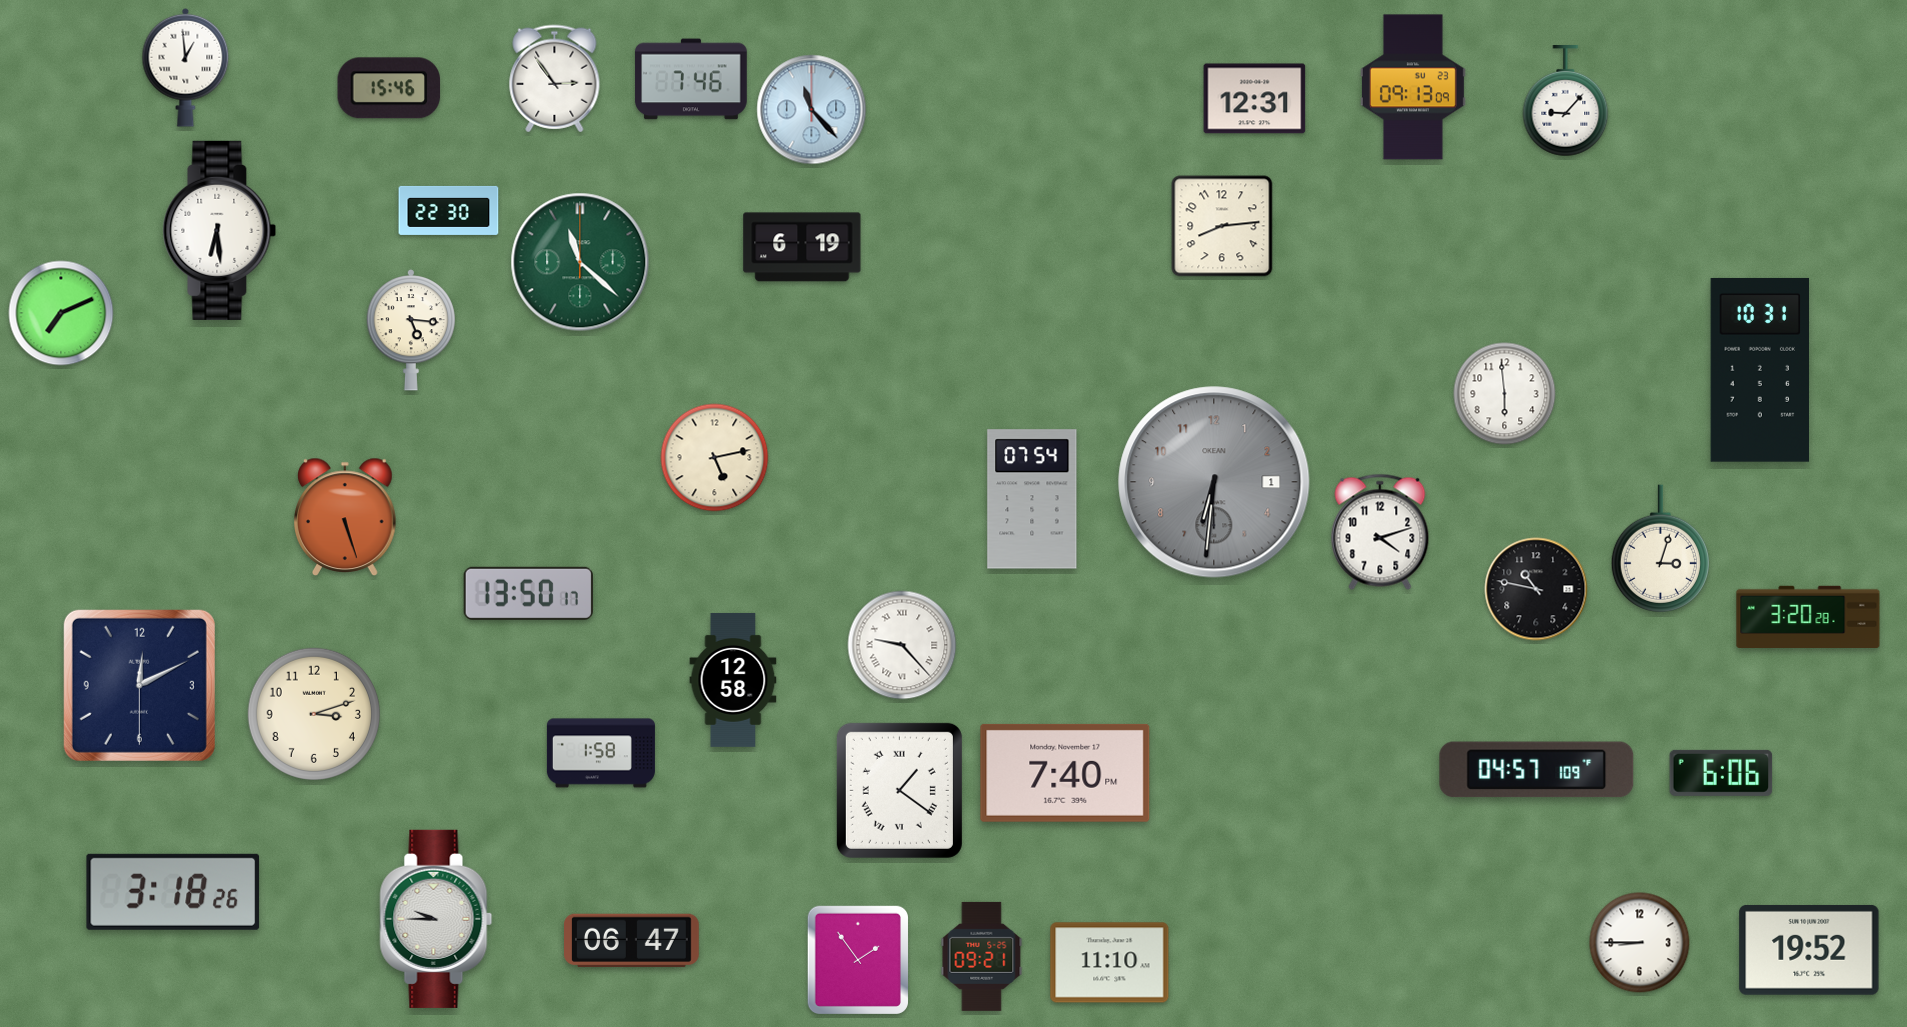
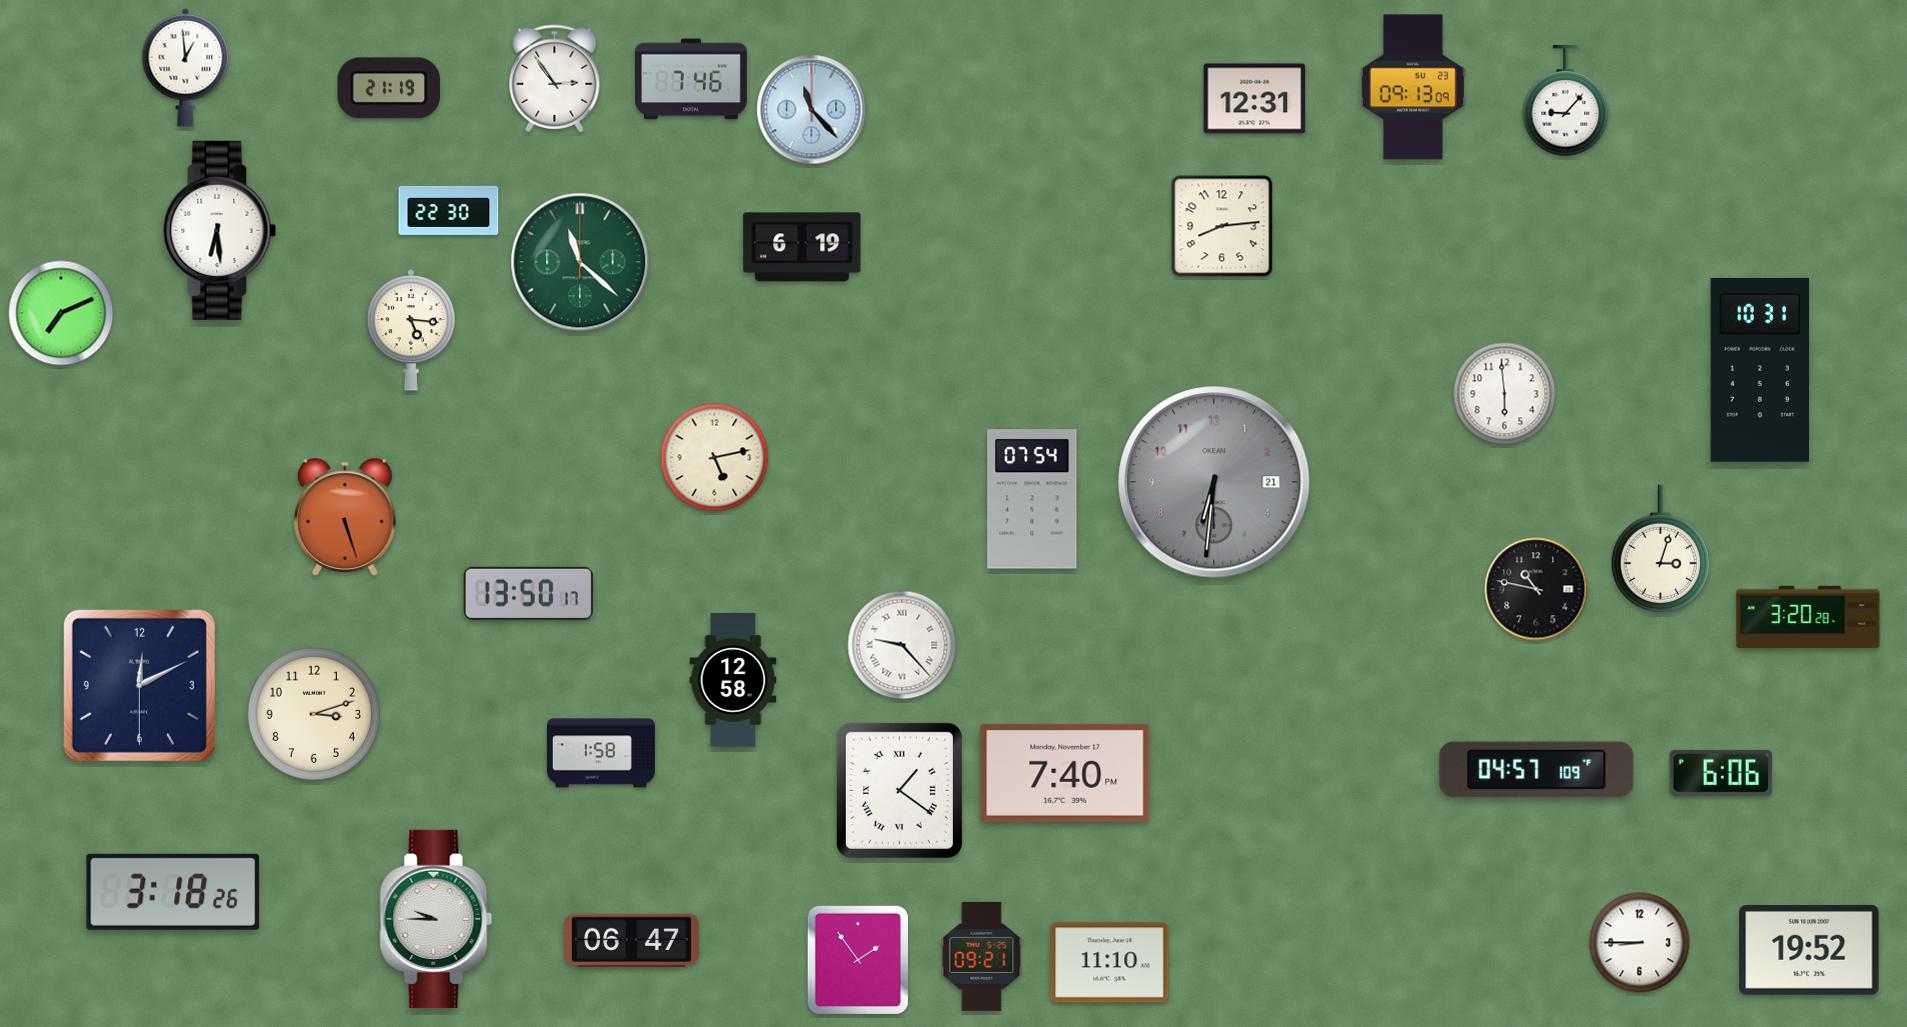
clock at (389, 88): 15:46 -> 21:19
clock at (1214, 482) date: 1 -> 21
clock at (1380, 532): 4:12 -> none
